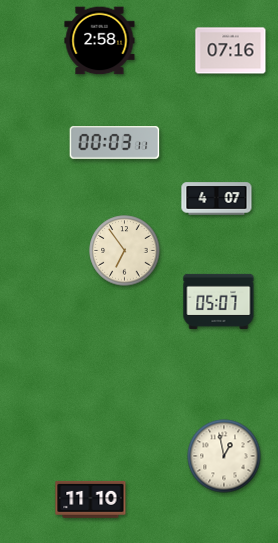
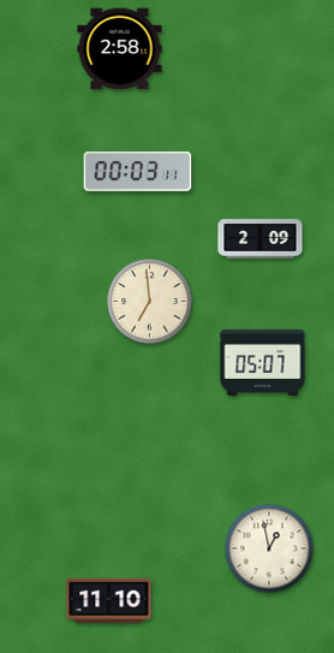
clock at (231, 51): 07:16 -> none
clock at (217, 199): 4:07 -> 2:09
clock at (125, 251): 6:54 -> 6:59
